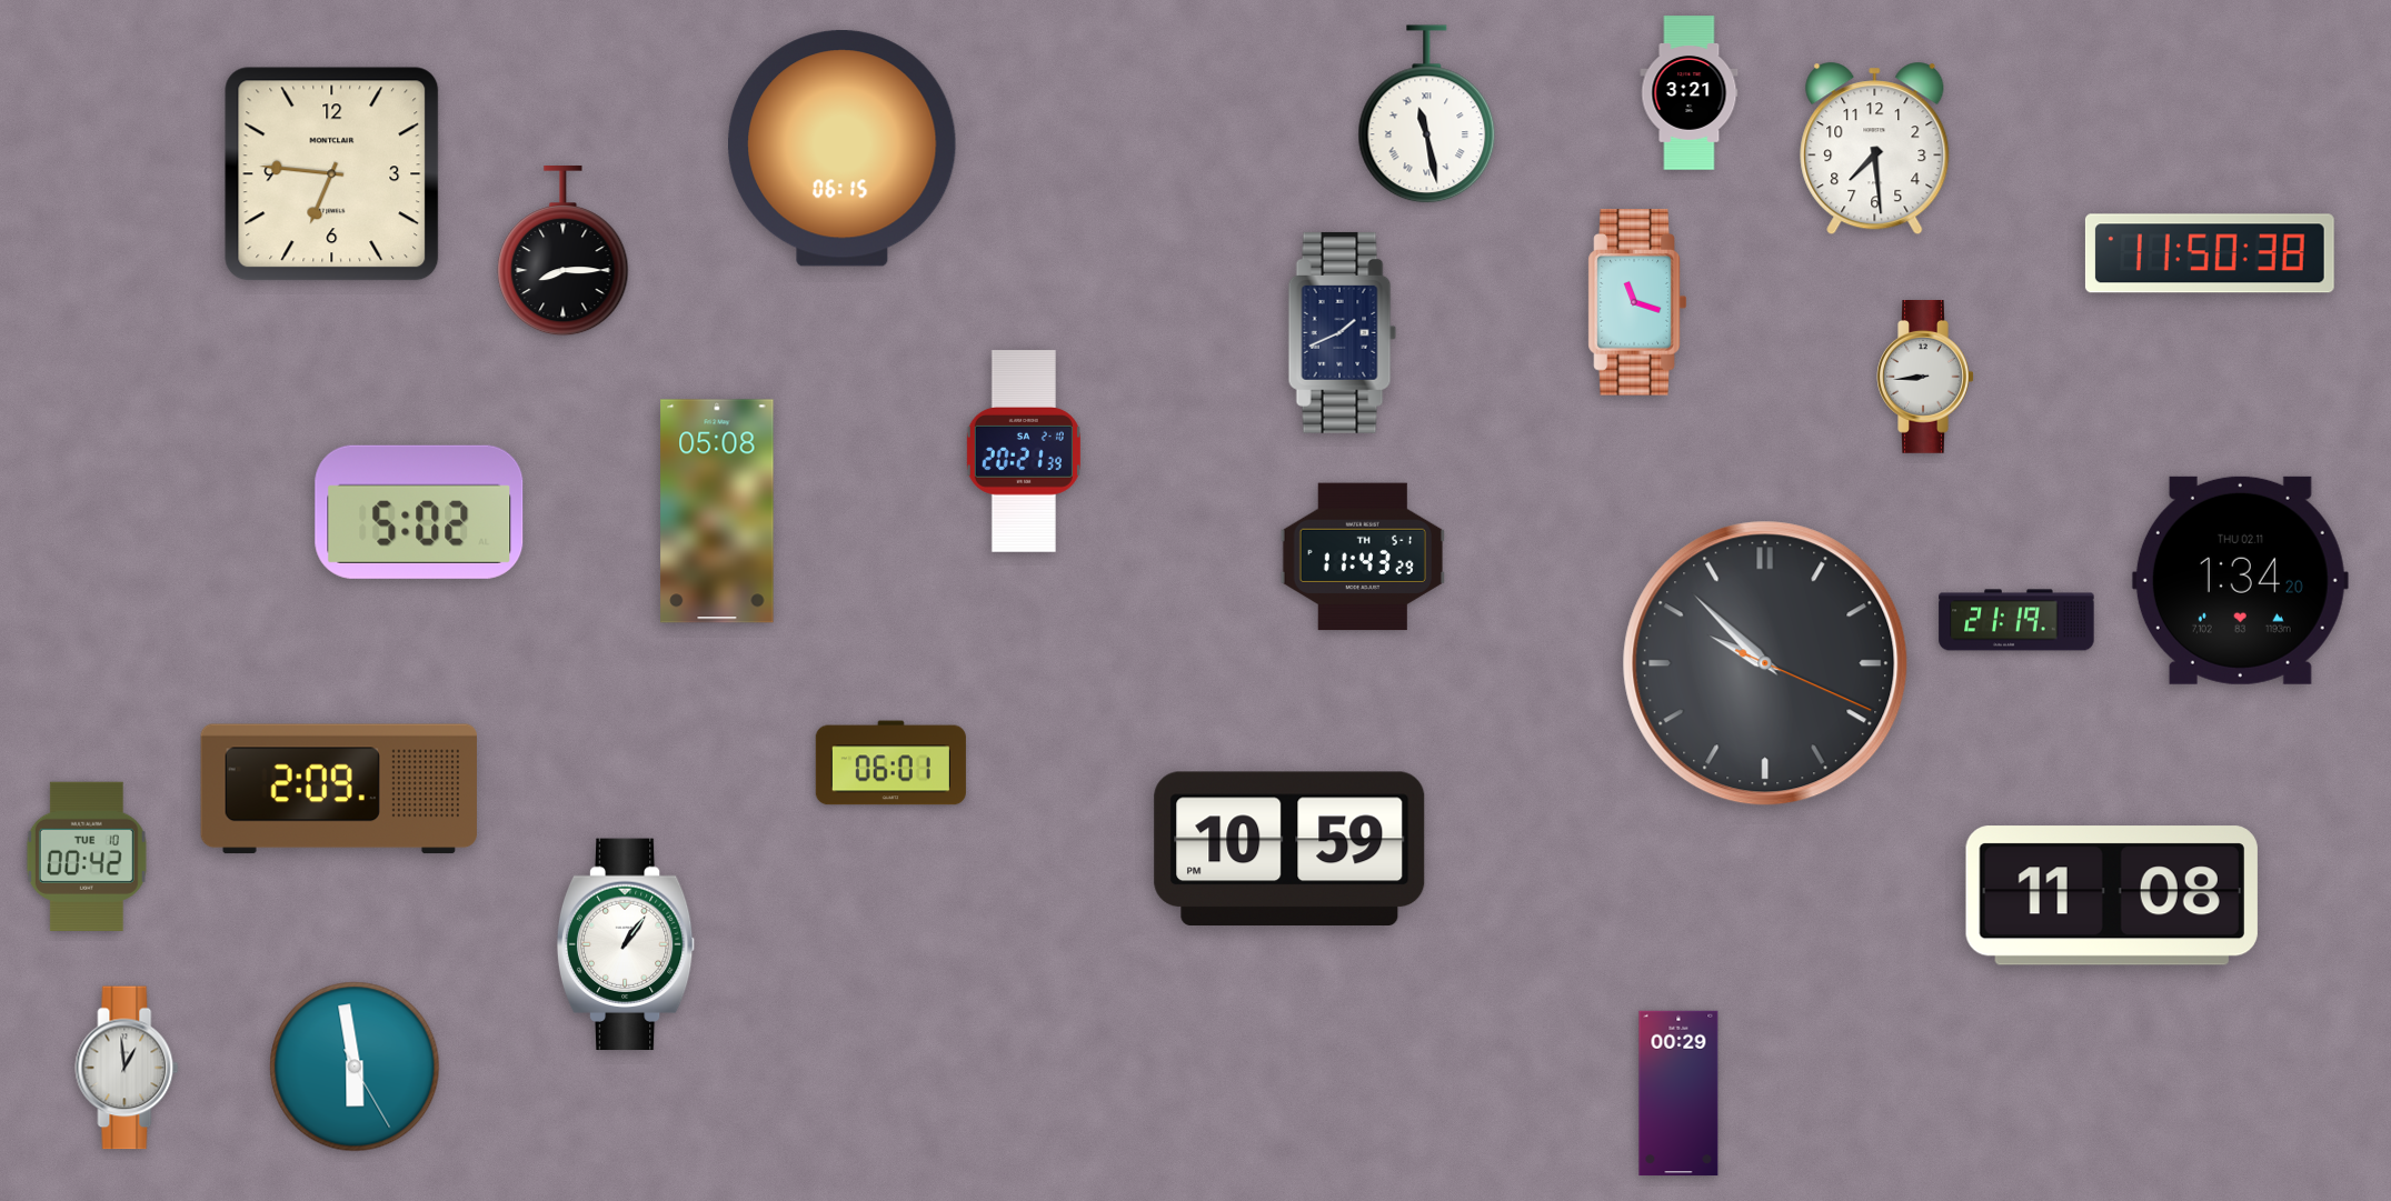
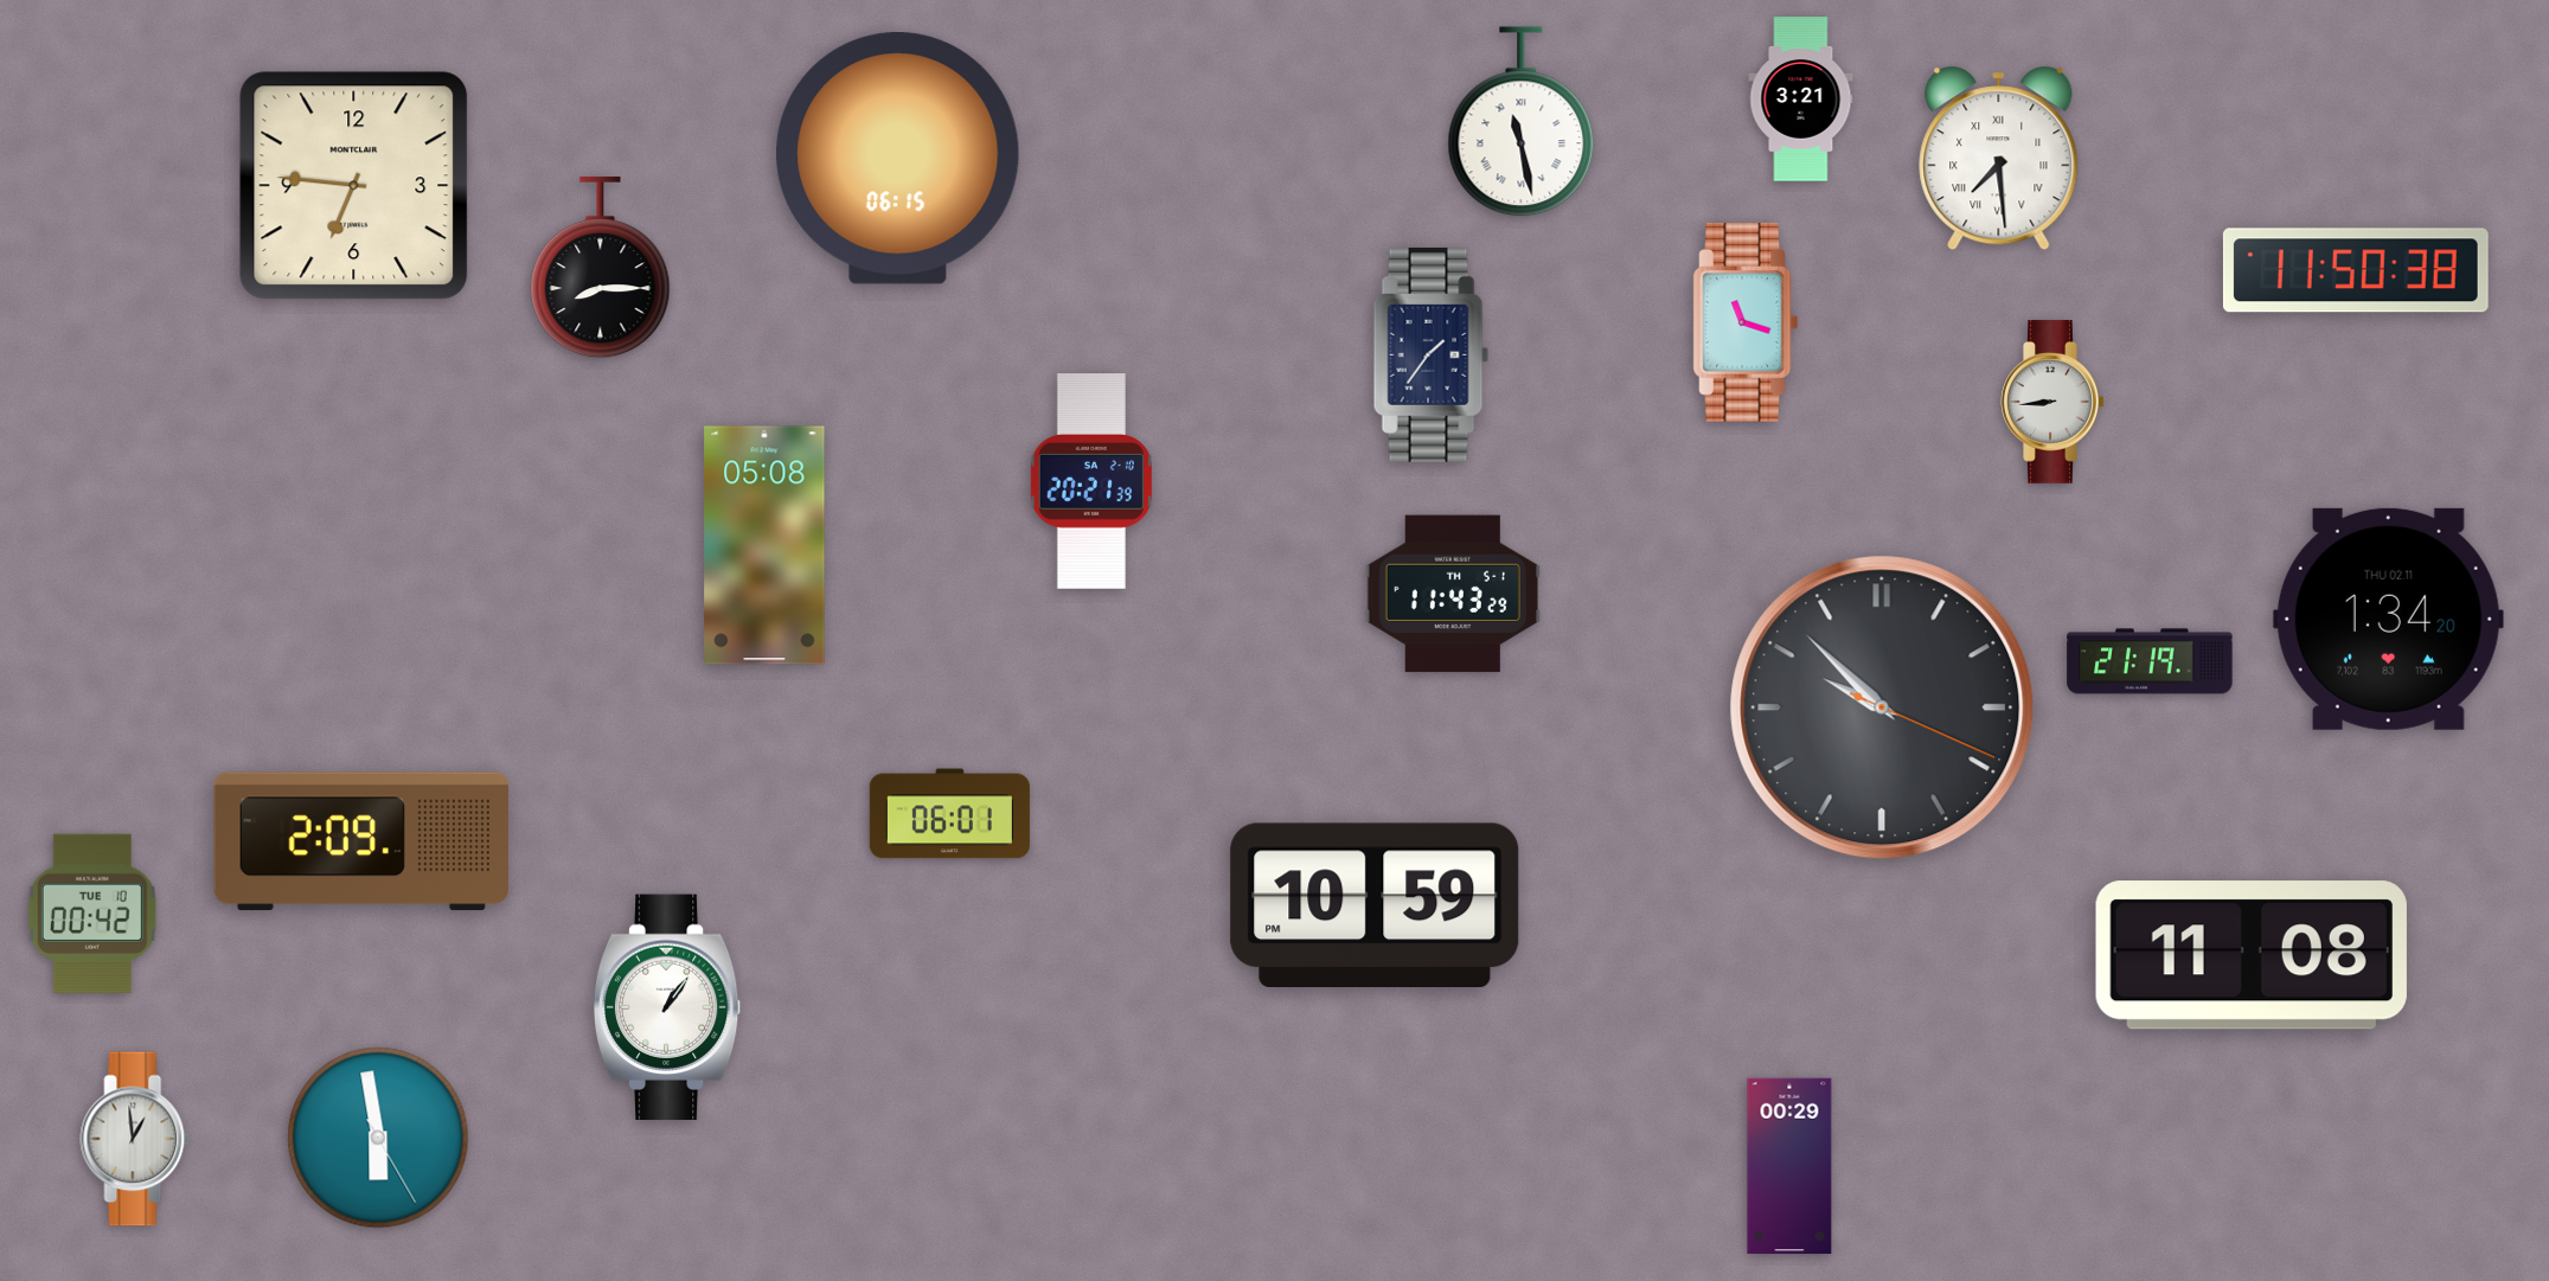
clock at (1875, 149) numerals: Arabic -> Roman
clock at (1343, 332): 1:41 -> 1:36
clock at (419, 512): 5:02 -> none
